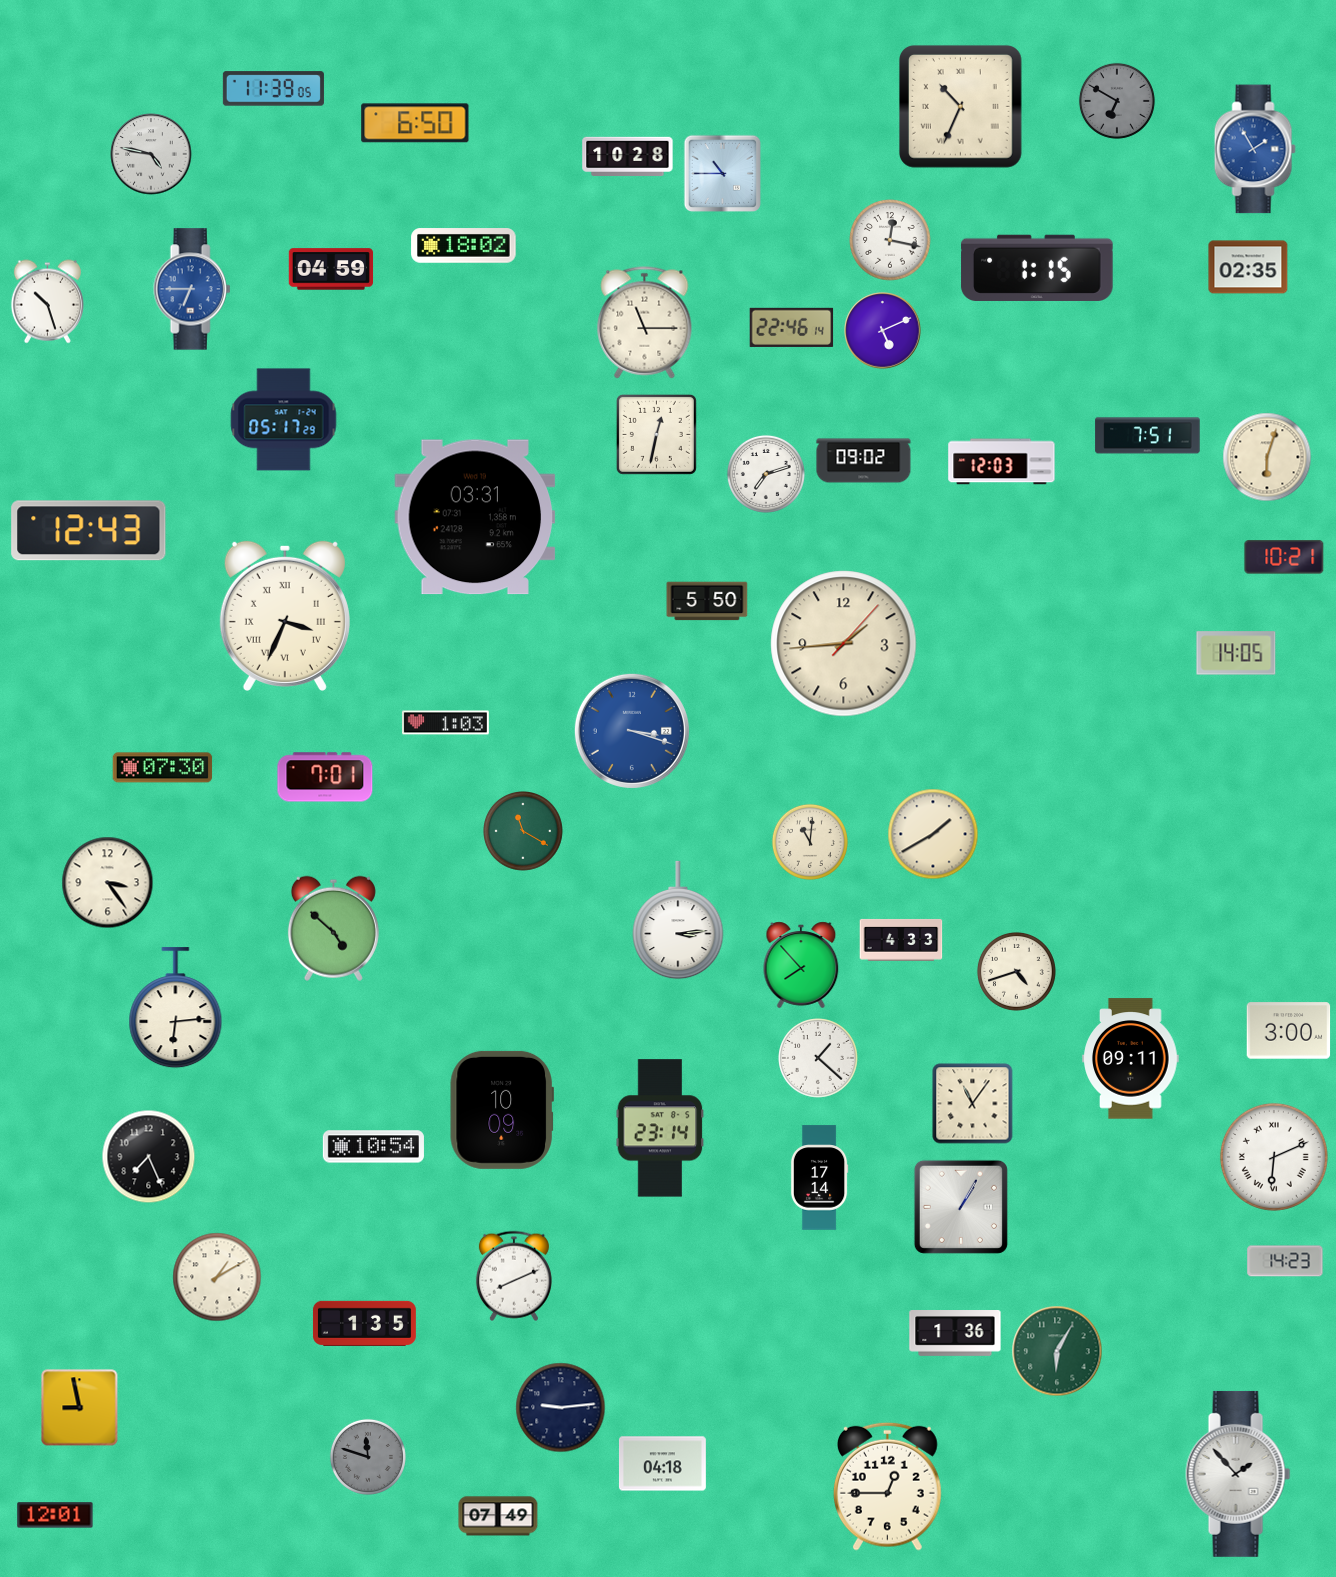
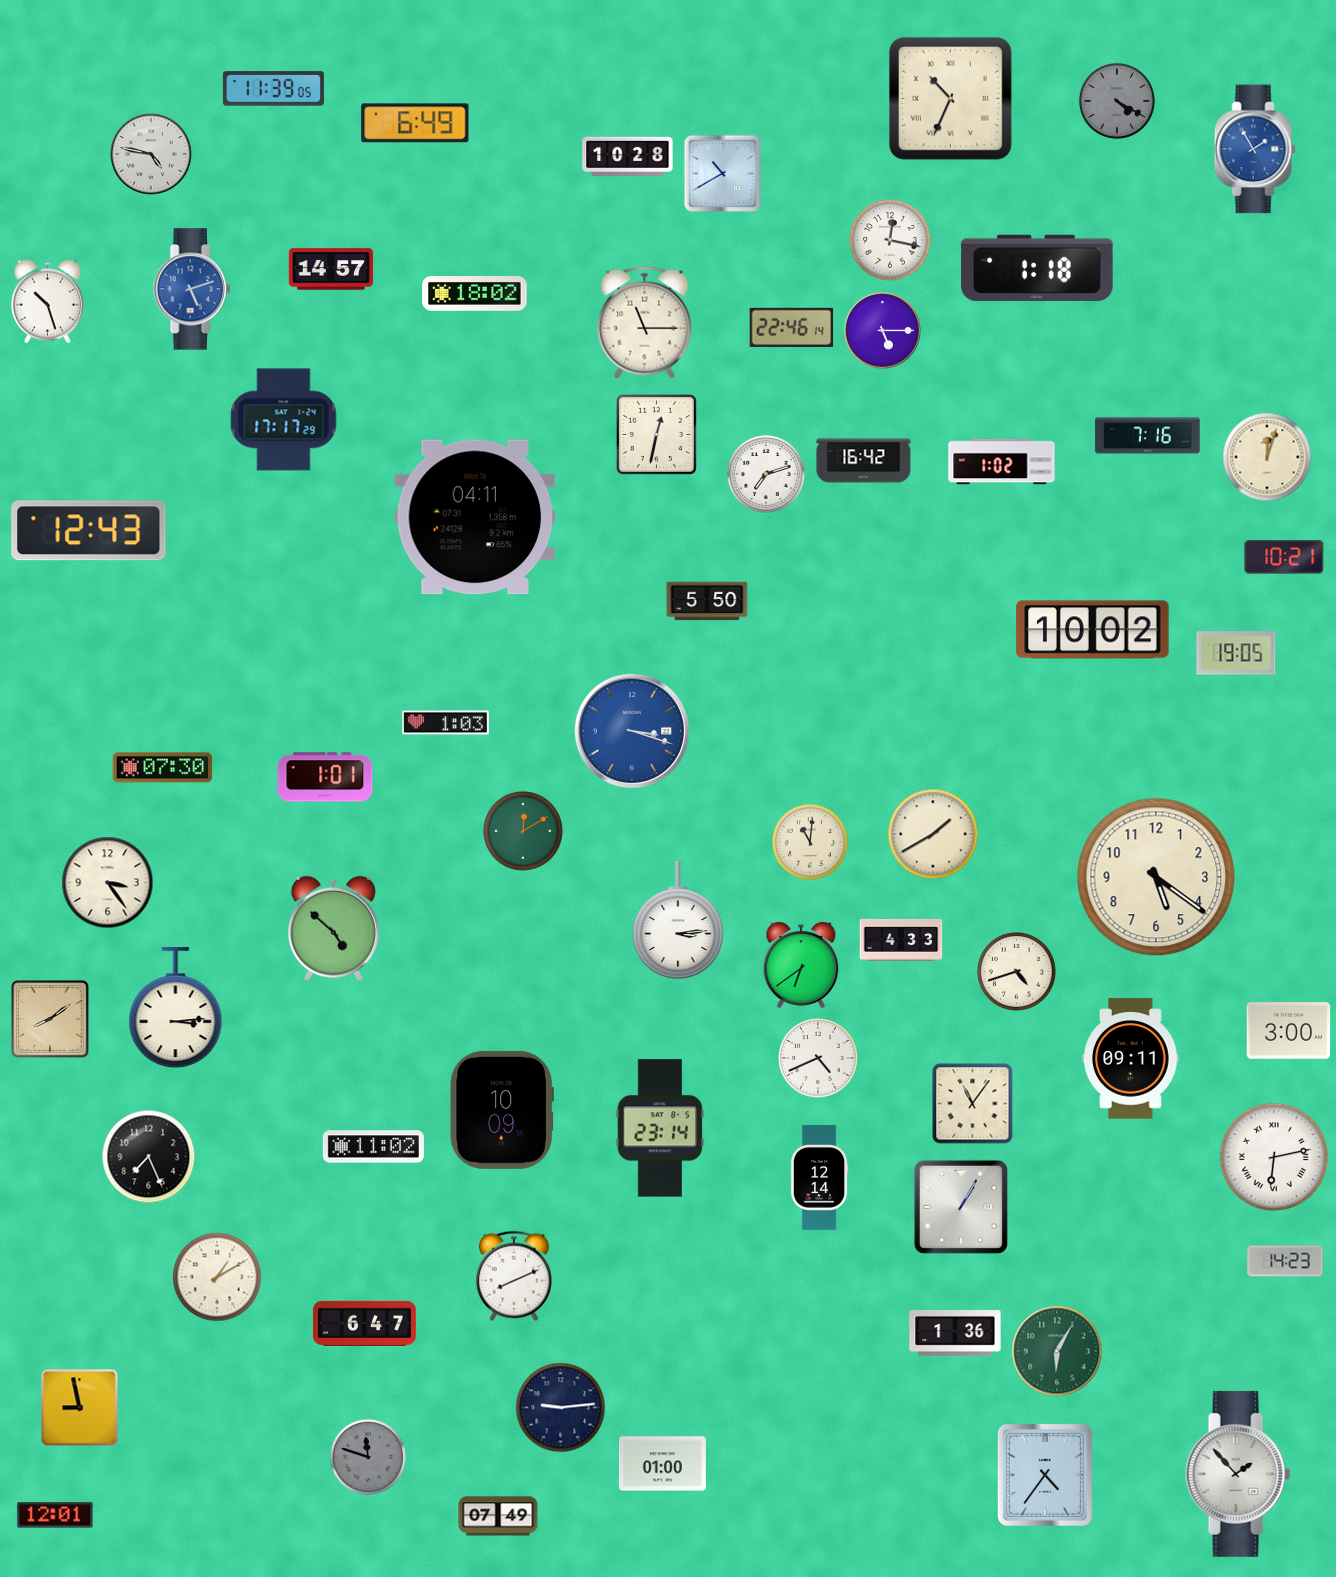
clock at (1117, 101): 6:50 -> 4:20
clock at (960, 106) position: (960, 106) -> (950, 98)
clock at (415, 123): 6:50 -> 6:49
clock at (722, 173): 10:45 -> 10:40
clock at (464, 246) position: (464, 246) -> (475, 294)
clock at (1248, 267): 02:35 -> none
clock at (1037, 268): 1:15 -> 1:18
clock at (331, 269): 04:59 -> 14:57
clock at (192, 289): 6:45 -> 5:12
clock at (883, 331): 5:11 -> 5:15
clock at (284, 420): 05:17 -> 17:17
clock at (1148, 436): 7:51 -> 7:16
clock at (1267, 457): 6:03 -> 12:03
clock at (864, 461): 09:02 -> 16:42
clock at (1002, 462): 12:03 -> 1:02
clock at (475, 517): 03:31 -> 04:11
clock at (285, 616): 3:34 -> none
clock at (1093, 630): none -> 10:02
clock at (844, 644): 1:44 -> none
clock at (1236, 653): 14:05 -> 19:05
clock at (325, 777): 7:01 -> 1:01
clock at (524, 832): 11:20 -> 12:10
clock at (1156, 877): none -> 5:21
clock at (801, 965): 7:53 -> 6:39
clock at (176, 1008): 6:14 -> 3:14
clock at (50, 1019): none -> 8:09
clock at (819, 1059): 1:22 -> 4:41
clock at (373, 1147): 10:54 -> 11:02
clock at (1274, 1157): 6:11 -> 6:13
clock at (819, 1178): 17:14 -> 12:14
clock at (364, 1323): 1:35 -> 6:47
clock at (662, 1464): 04:18 -> 01:00
clock at (1045, 1475): none -> 4:36
clock at (887, 1486): 12:45 -> none
